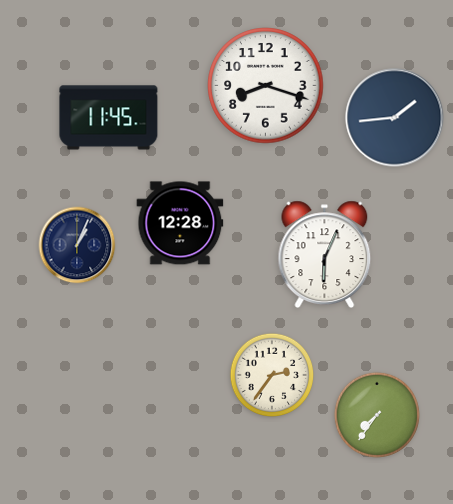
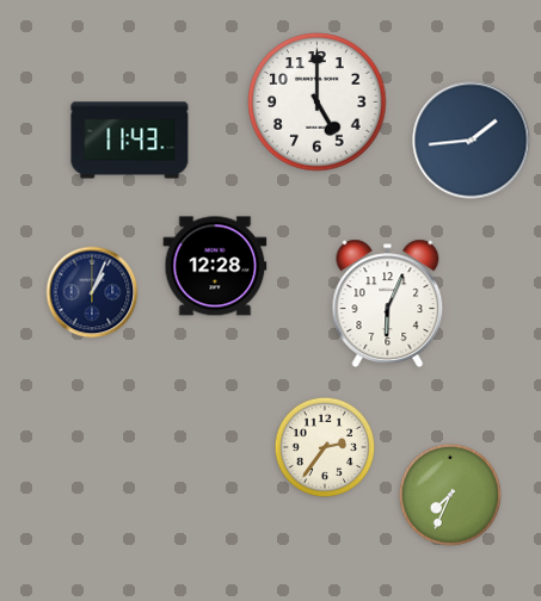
clock at (266, 86): 8:18 -> 5:00
clock at (109, 118): 11:45 -> 11:43
clock at (377, 415): 7:36 -> 7:34
